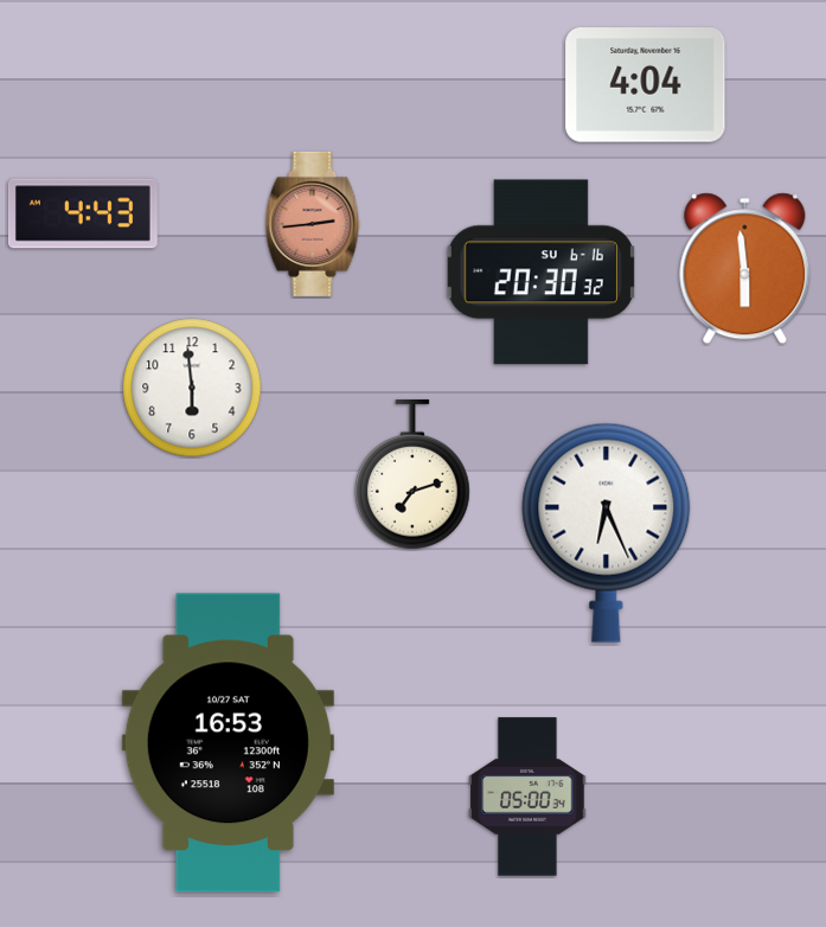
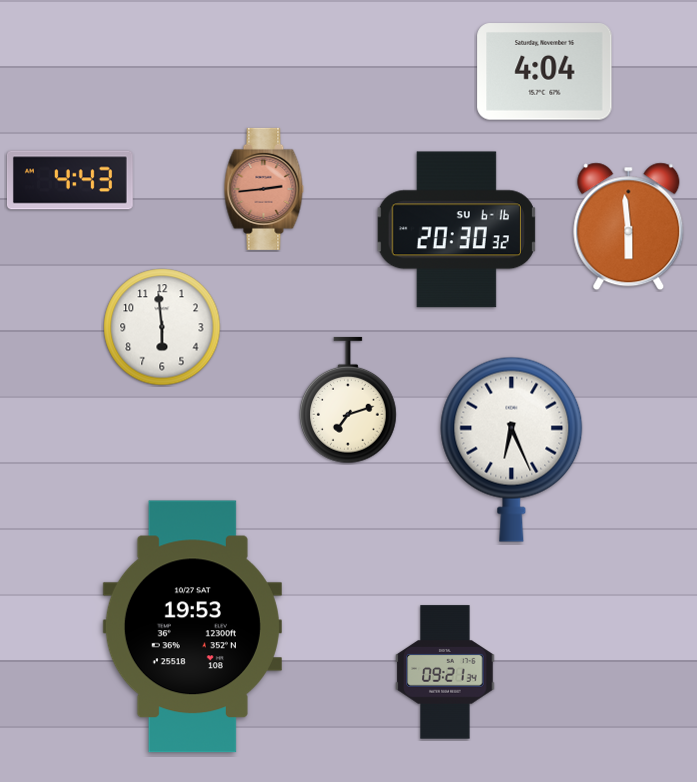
clock at (228, 743): 16:53 -> 19:53
clock at (527, 797): 05:00 -> 09:21
